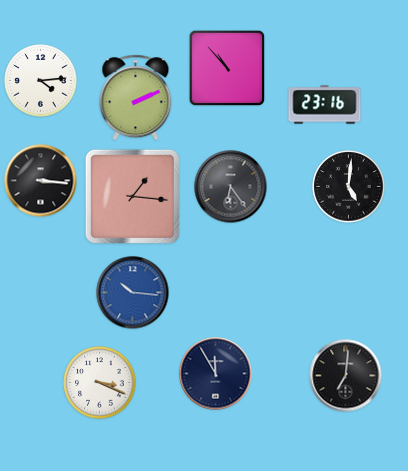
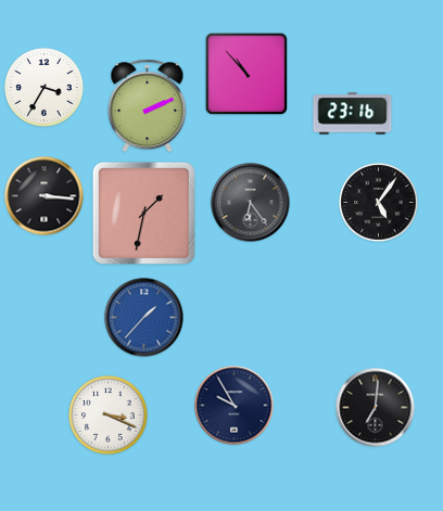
clock at (41, 81): 4:14 -> 3:35
clock at (349, 187): 5:01 -> 5:06
clock at (132, 196): 1:16 -> 1:32
clock at (133, 293): 10:16 -> 1:37
clock at (216, 374): 11:55 -> 9:55
